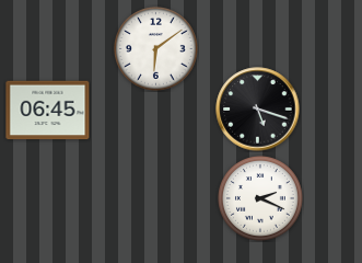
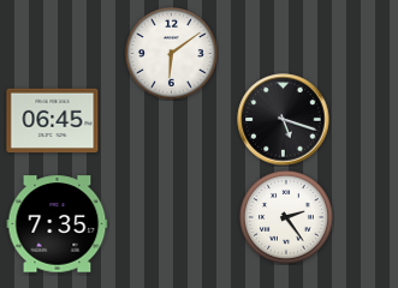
clock at (261, 199): 2:19 -> 2:24
clock at (58, 224): none -> 7:35
